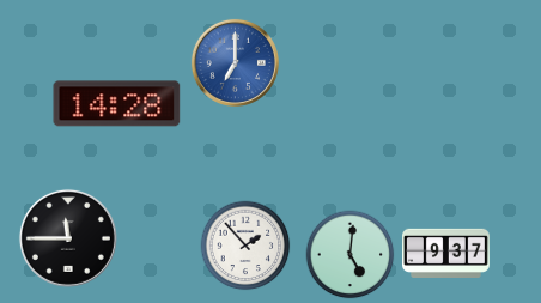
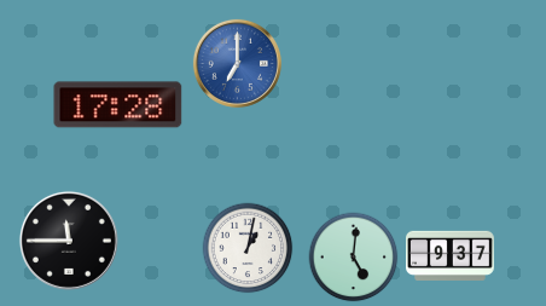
clock at (117, 104): 14:28 -> 17:28
clock at (245, 246): 1:53 -> 1:02
